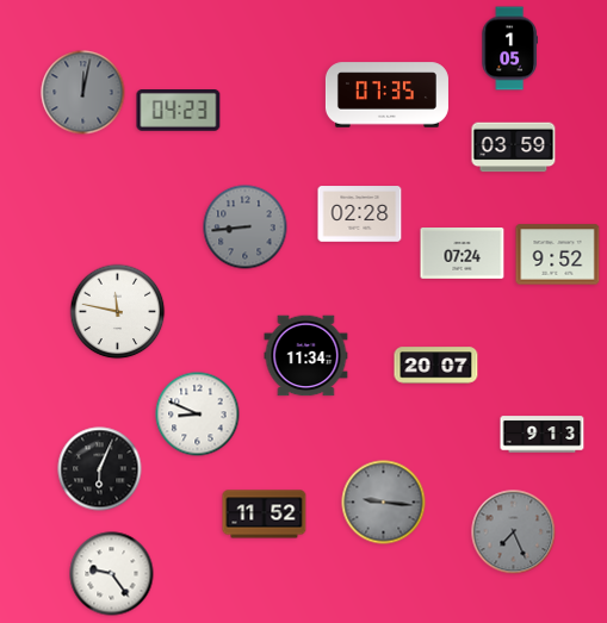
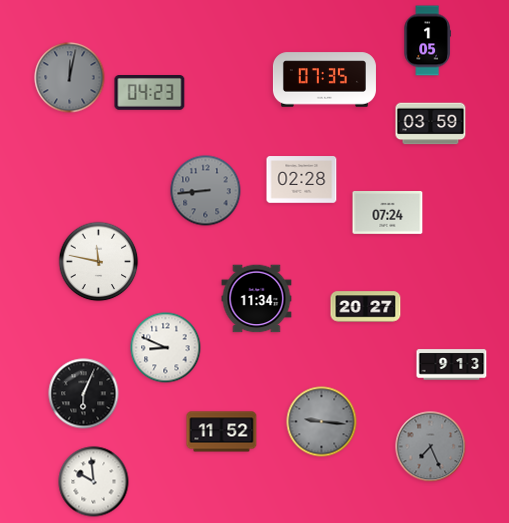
clock at (558, 255): 9:52 -> none
clock at (436, 366): 20:07 -> 20:27
clock at (543, 435) position: (543, 435) -> (452, 365)
clock at (112, 574): 9:24 -> 9:59
